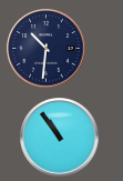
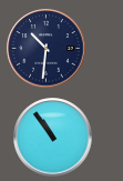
clock at (60, 138) position: (60, 138) -> (53, 138)
